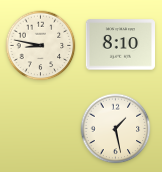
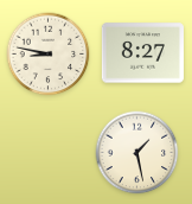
clock at (120, 45): 8:10 -> 8:27
